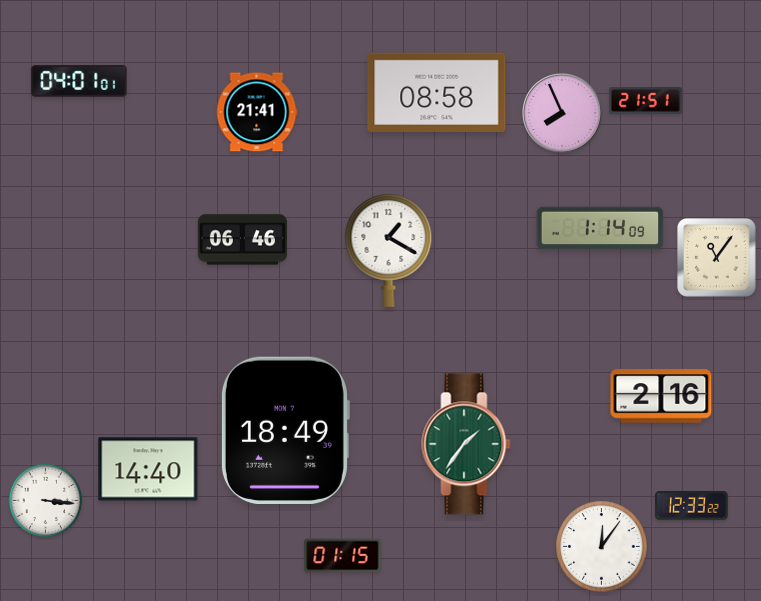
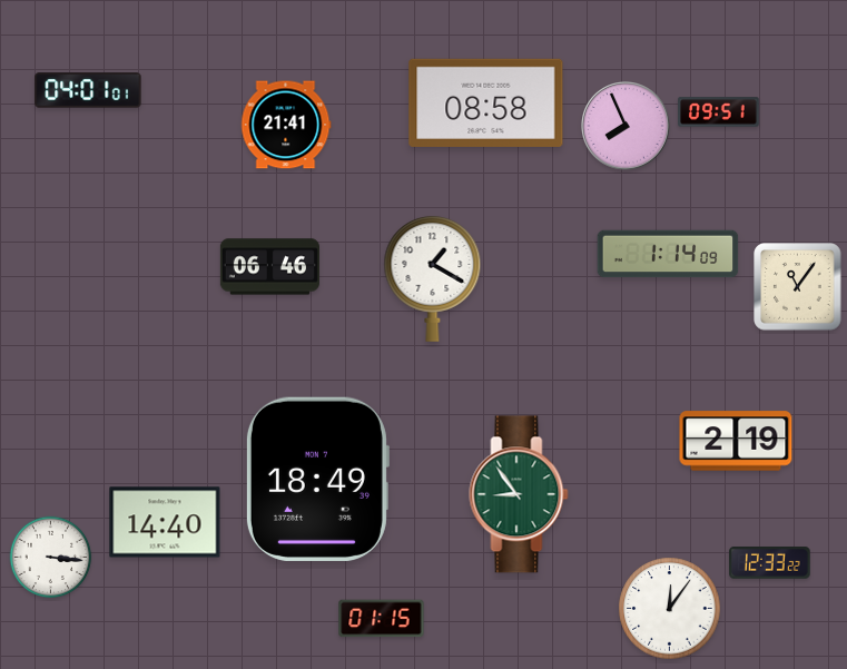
clock at (646, 101): 21:51 -> 09:51
clock at (661, 396): 2:16 -> 2:19
clock at (466, 444): 1:36 -> 8:54
